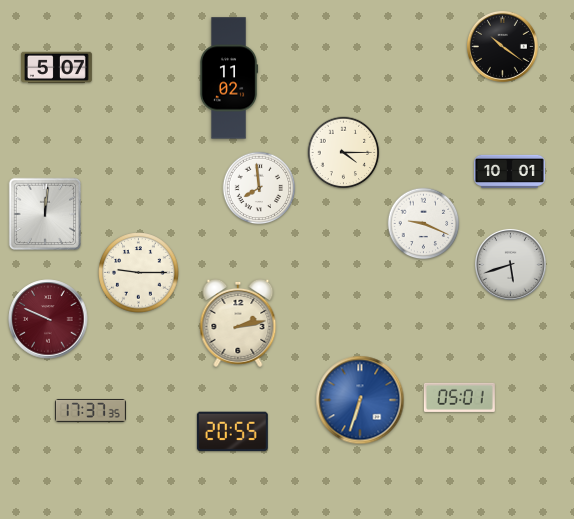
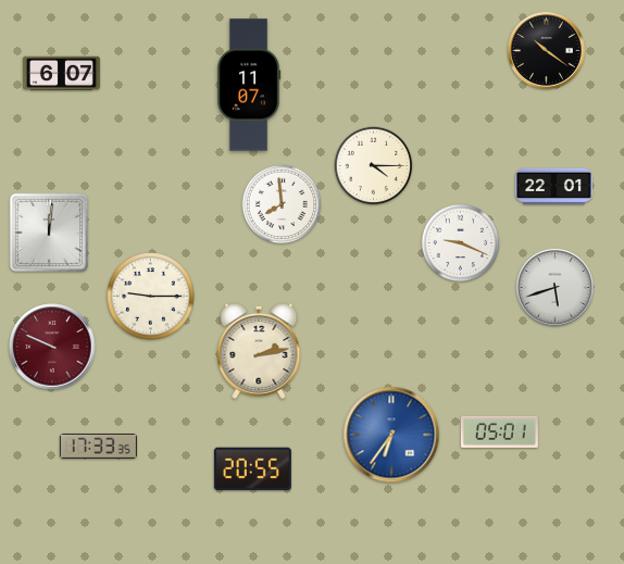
clock at (56, 68): 5:07 -> 6:07
clock at (229, 78): 11:02 -> 11:07
clock at (509, 171): 10:01 -> 22:01
clock at (360, 400): 6:33 -> 6:36
clock at (90, 410): 17:37 -> 17:33
